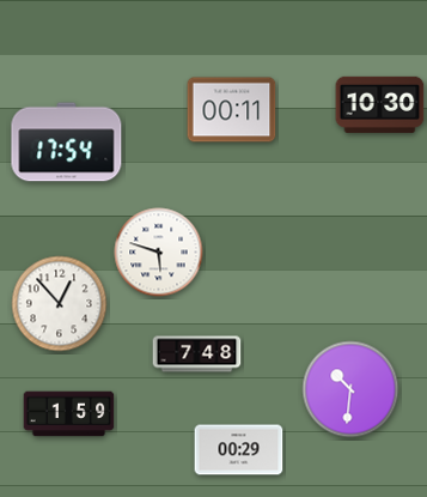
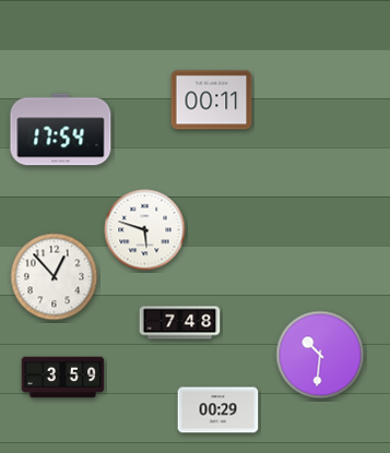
clock at (380, 104): 10:30 -> none
clock at (69, 414): 1:59 -> 3:59
